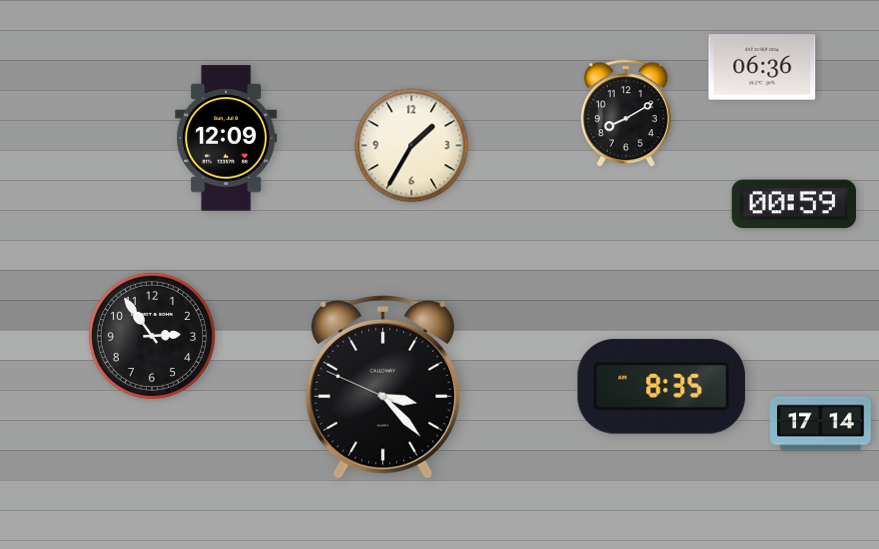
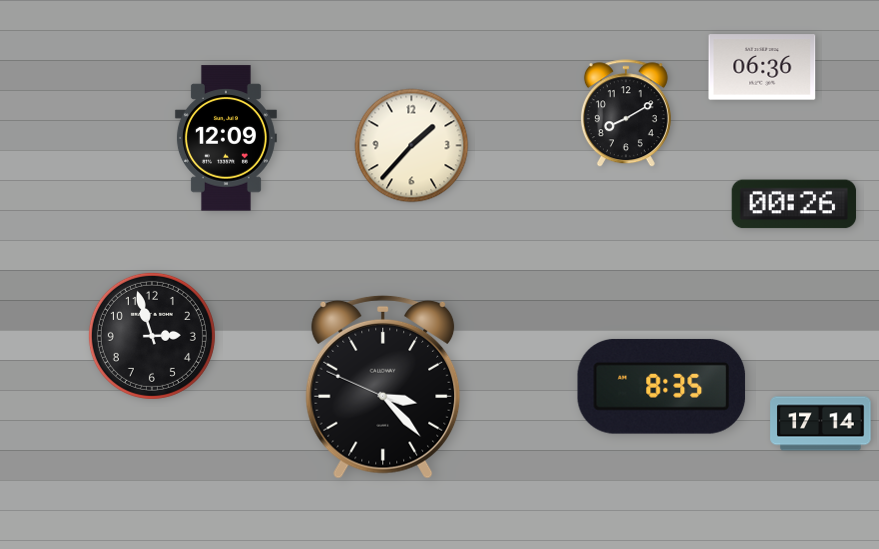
clock at (412, 146): 1:35 -> 1:37
clock at (794, 204): 00:59 -> 00:26
clock at (152, 336): 2:54 -> 2:57
